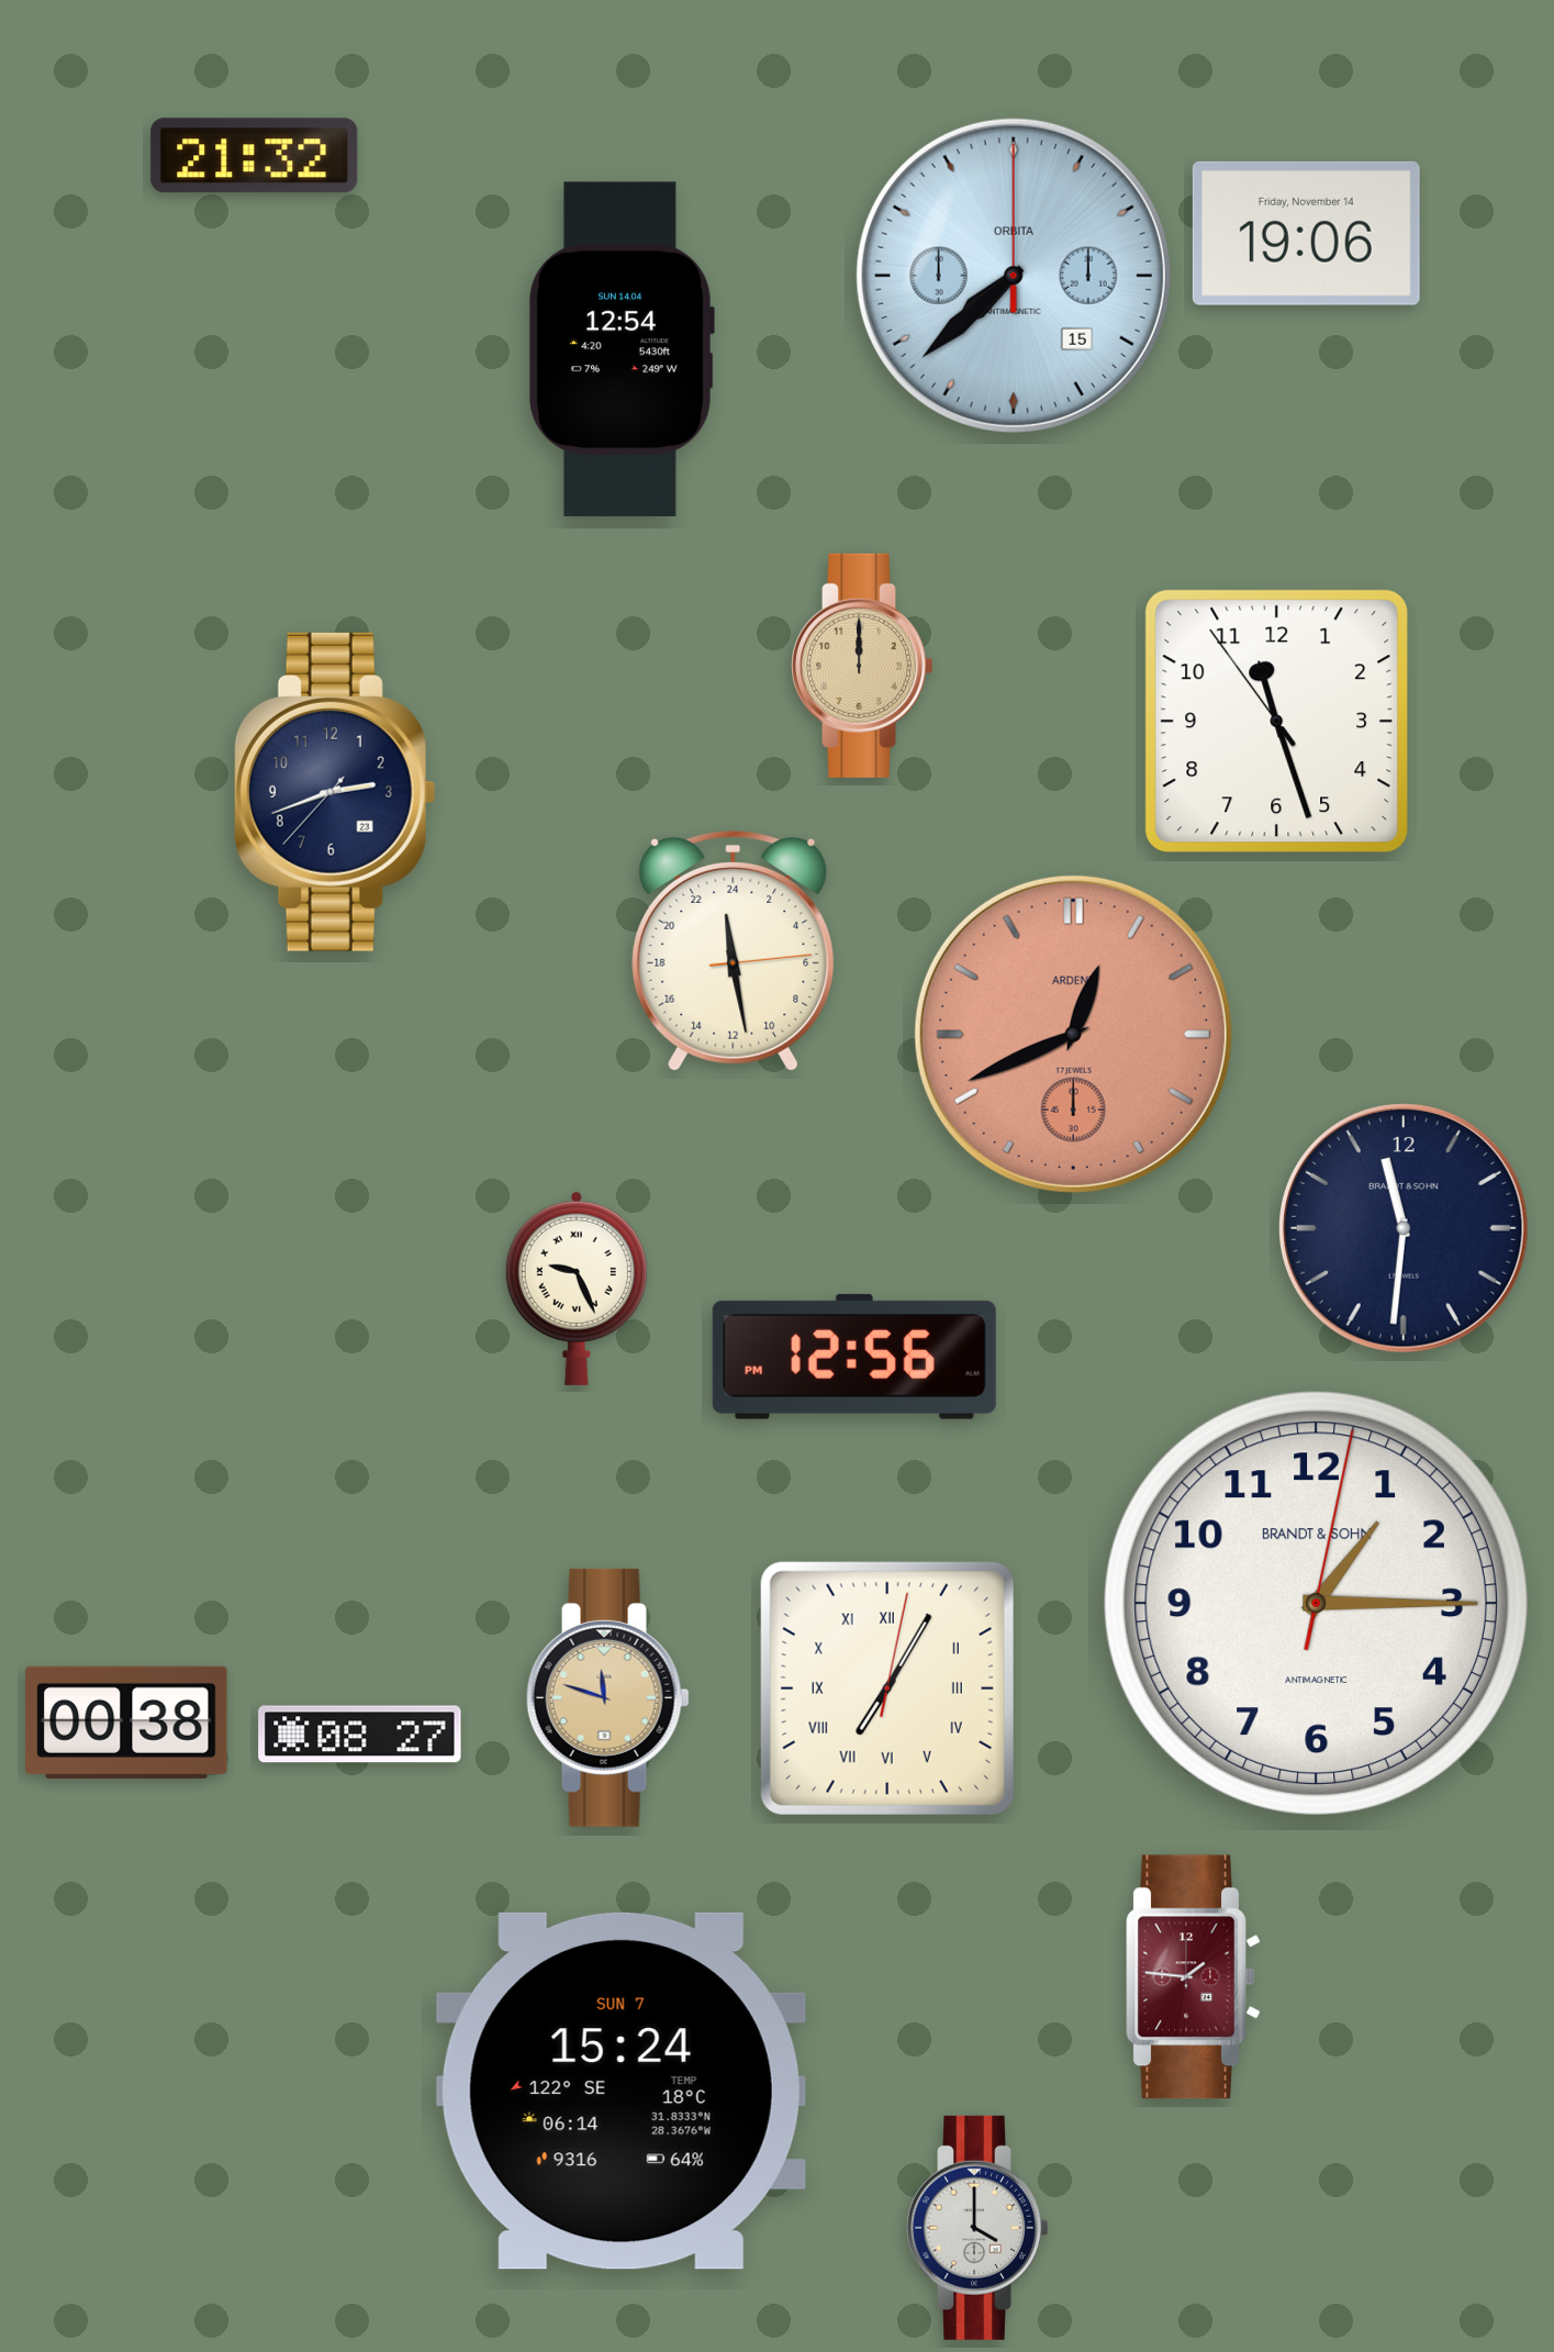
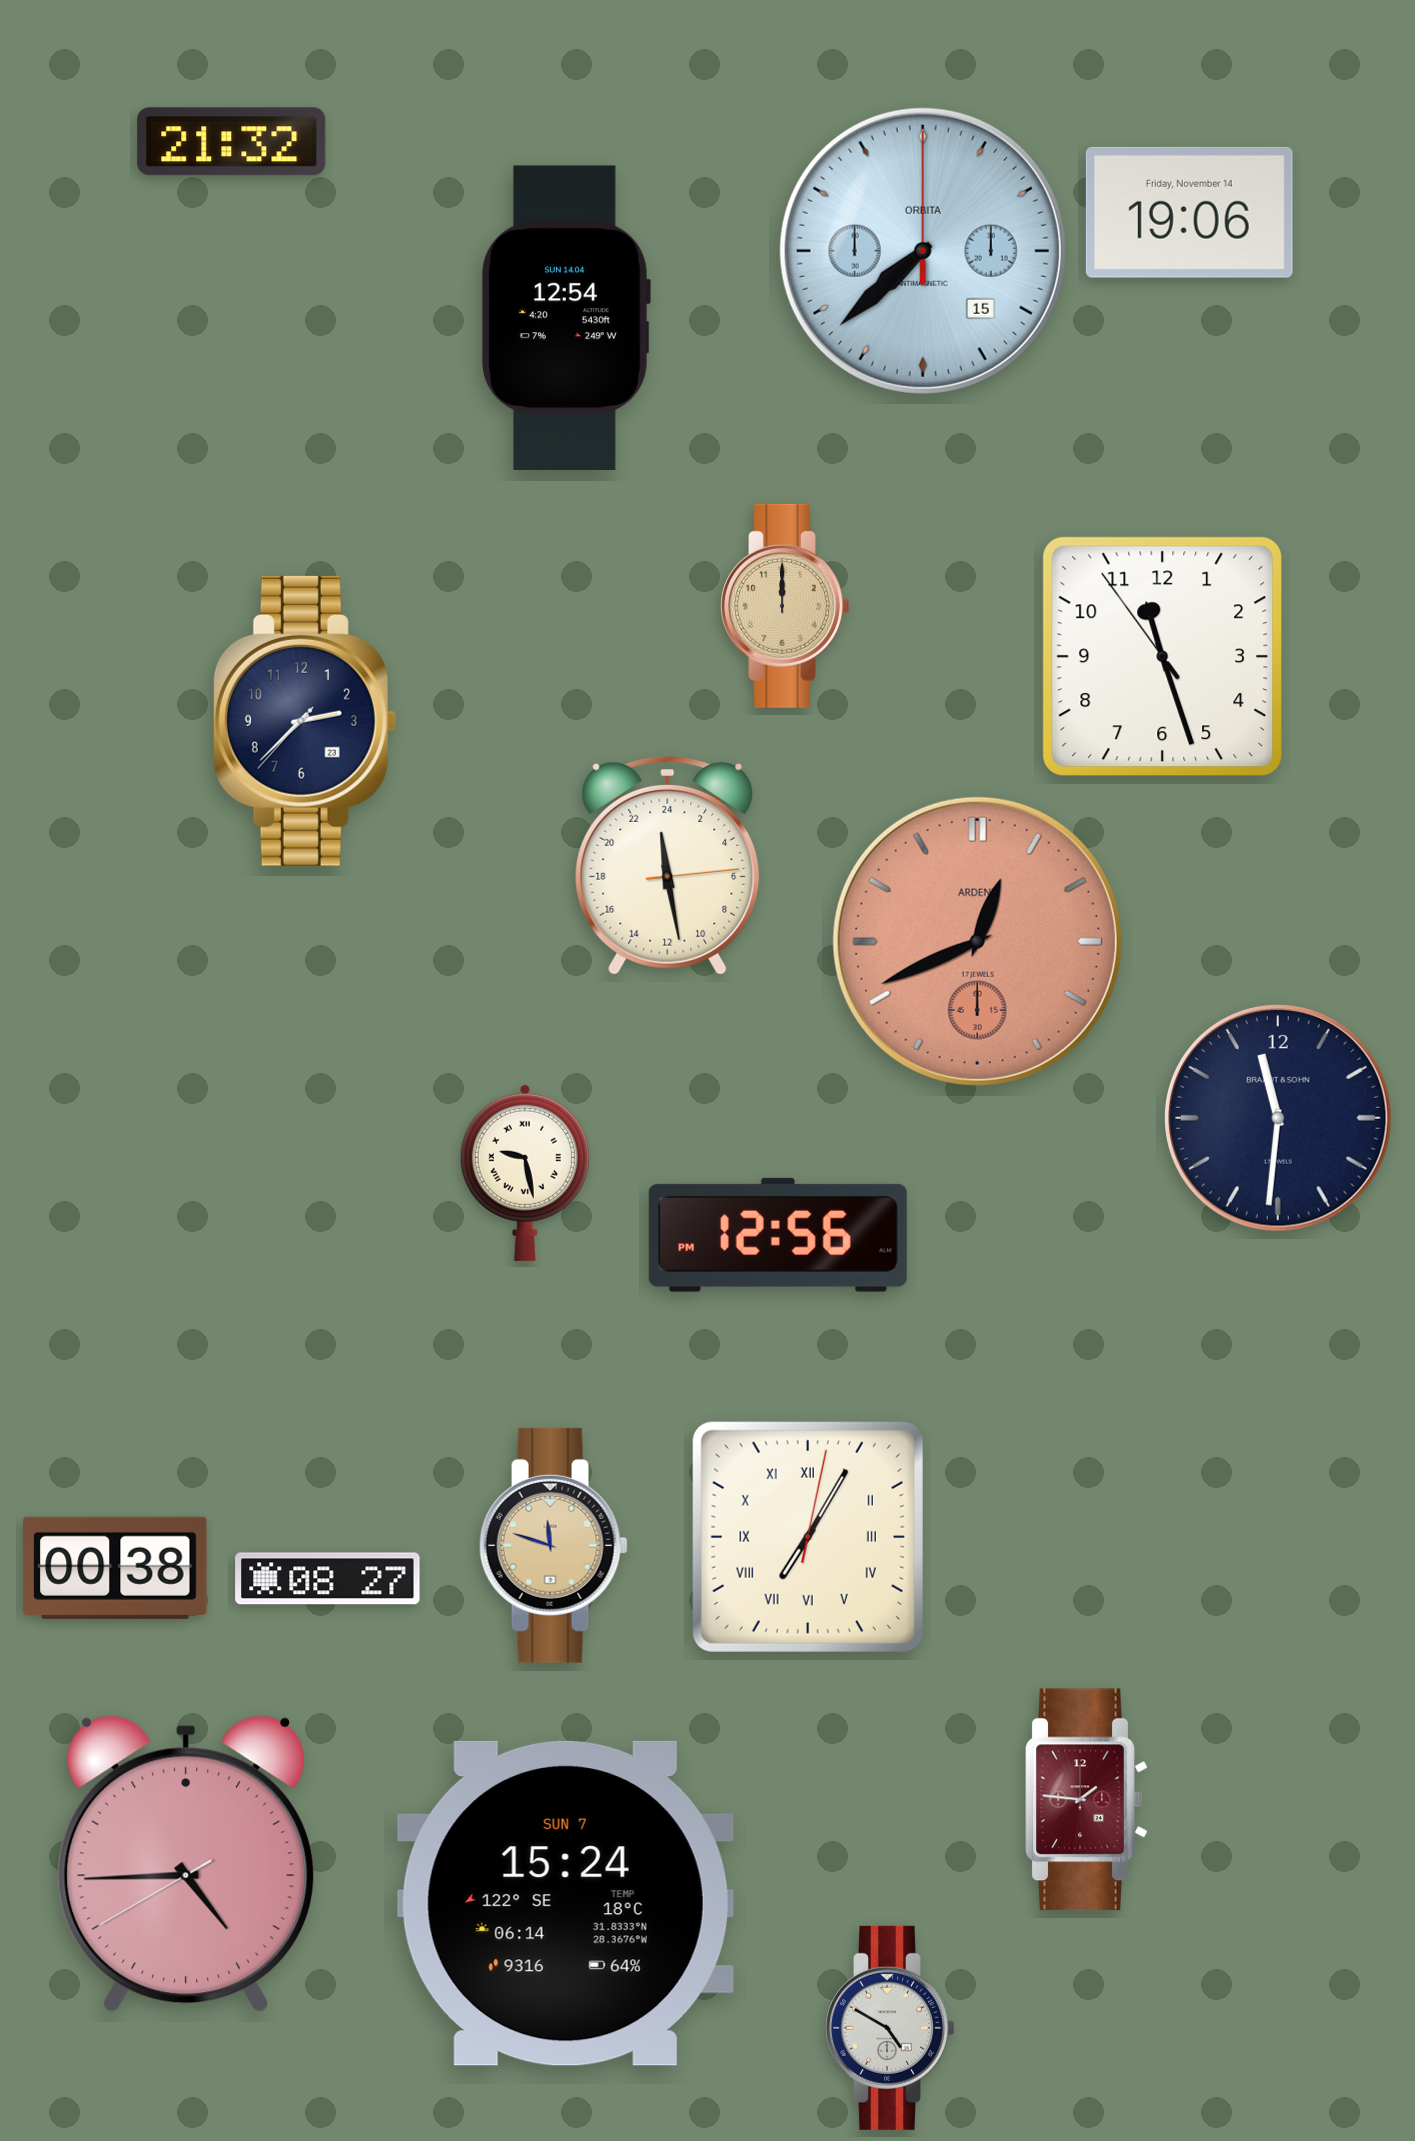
clock at (335, 792): 2:41 -> 2:37
clock at (577, 1289): 9:26 -> 9:28
clock at (1316, 1603): 1:15 -> none
clock at (185, 1864): none -> 4:44
clock at (976, 2228): 4:00 -> 4:50
